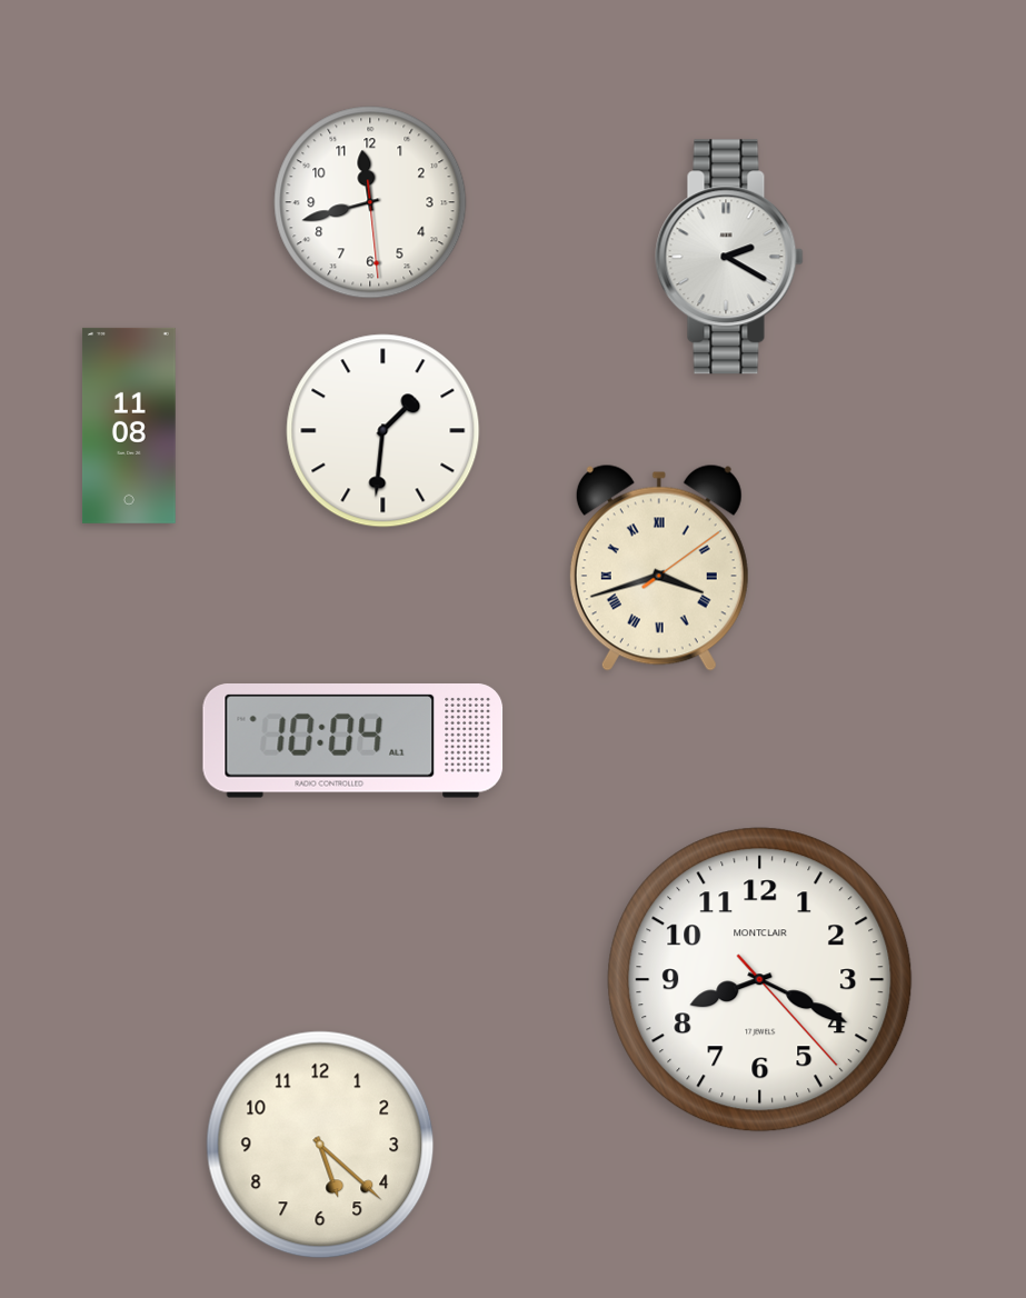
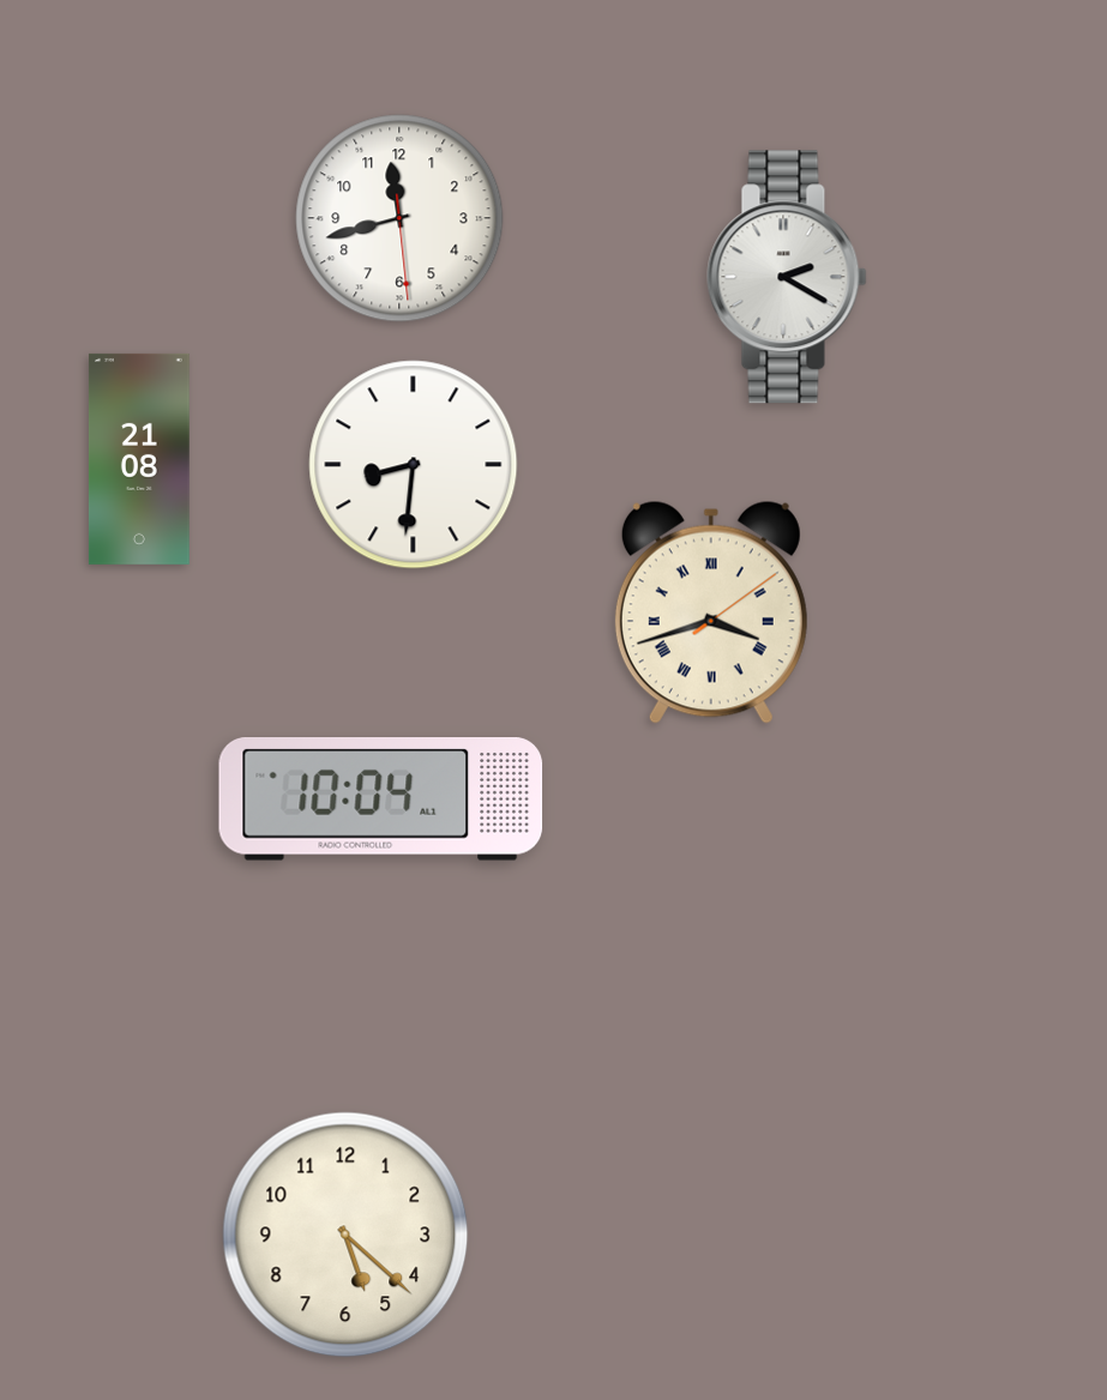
clock at (129, 426): 11:08 -> 21:08
clock at (383, 431): 1:31 -> 8:31
clock at (760, 980): 8:19 -> none
